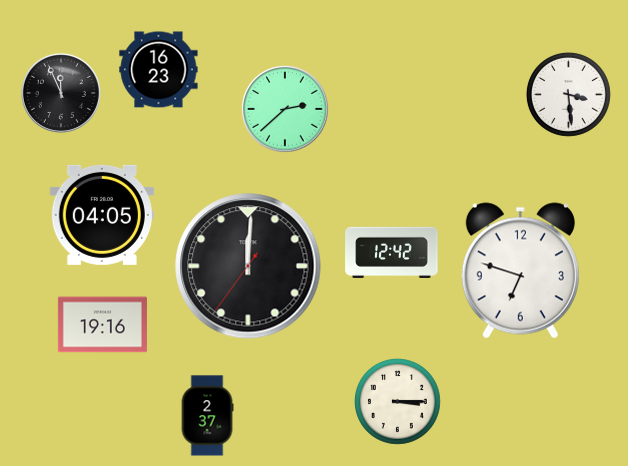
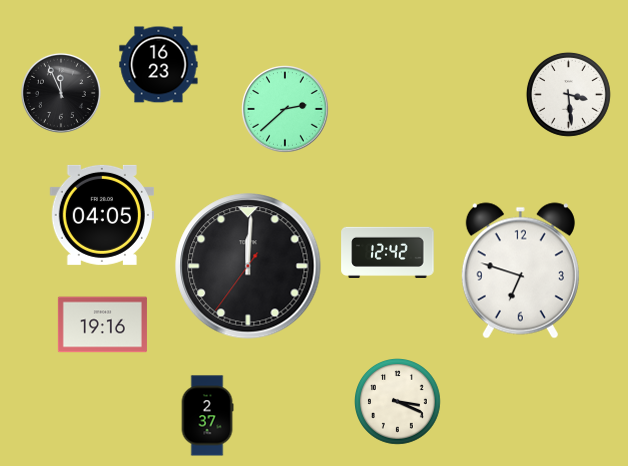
clock at (159, 70) position: (159, 70) -> (159, 65)
clock at (392, 252) position: (392, 252) -> (388, 252)
clock at (398, 402): 3:15 -> 3:19
